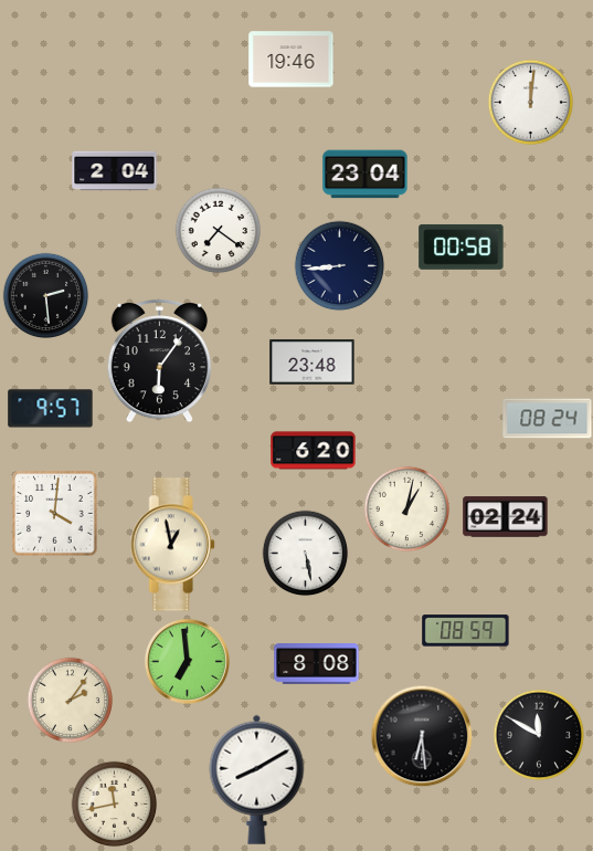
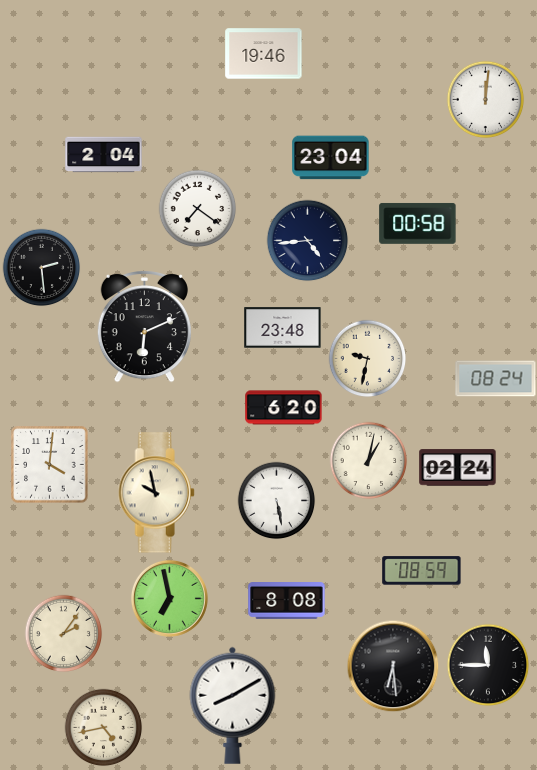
clock at (530, 102) position: (530, 102) -> (485, 99)
clock at (339, 265): 8:44 -> 4:44
clock at (159, 361): 6:06 -> 6:11
clock at (367, 358): none -> 9:32
clock at (51, 409): 9:57 -> none
clock at (172, 545): 12:58 -> 9:58
clock at (187, 661): 6:59 -> 6:58
clock at (539, 735): 11:50 -> 11:45
clock at (422, 736) position: (422, 736) -> (393, 666)
clock at (114, 803): 11:43 -> 4:43
